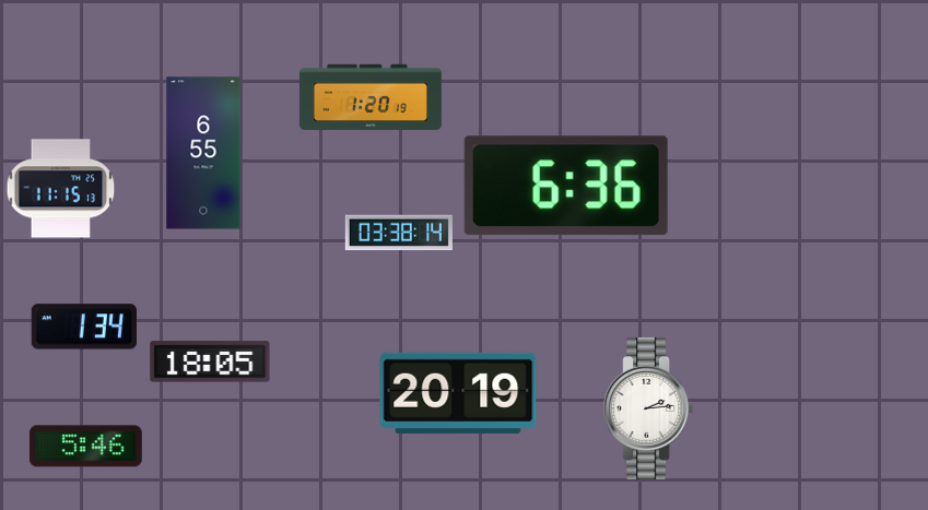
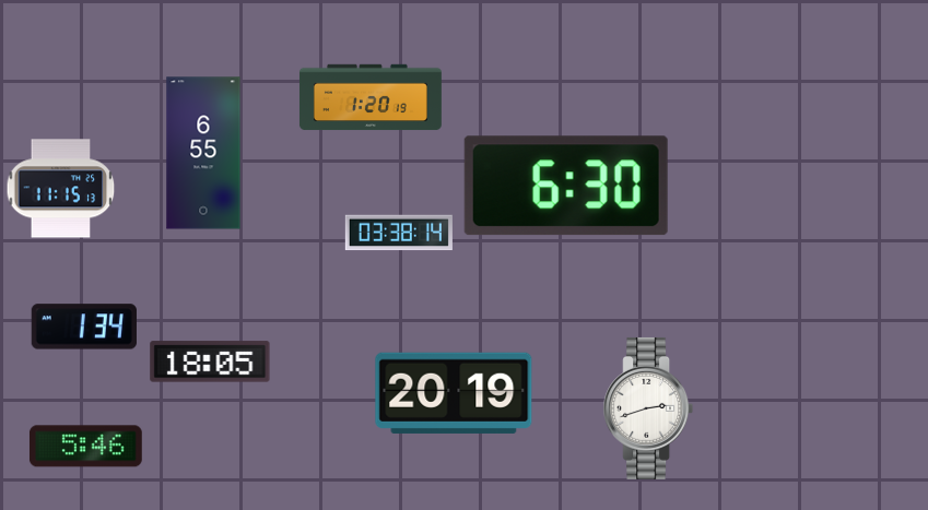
clock at (566, 186): 6:36 -> 6:30
clock at (458, 393) position: (458, 393) -> (454, 393)
clock at (648, 408): 2:14 -> 2:42
